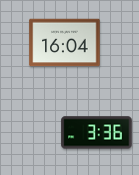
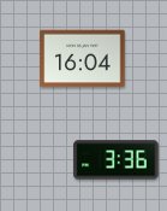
clock at (65, 43) position: (65, 43) -> (83, 59)
